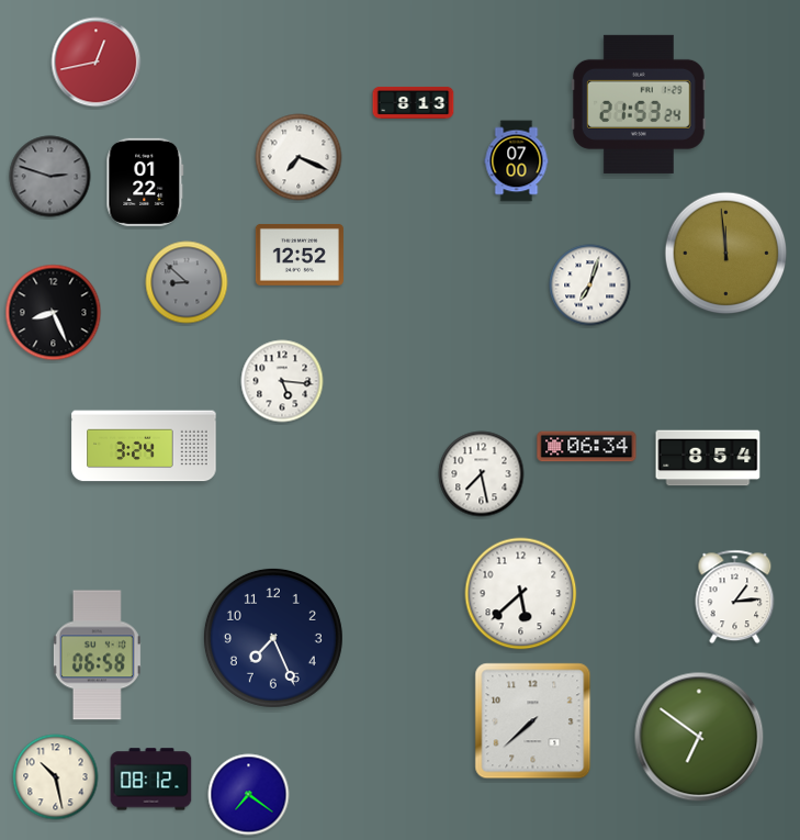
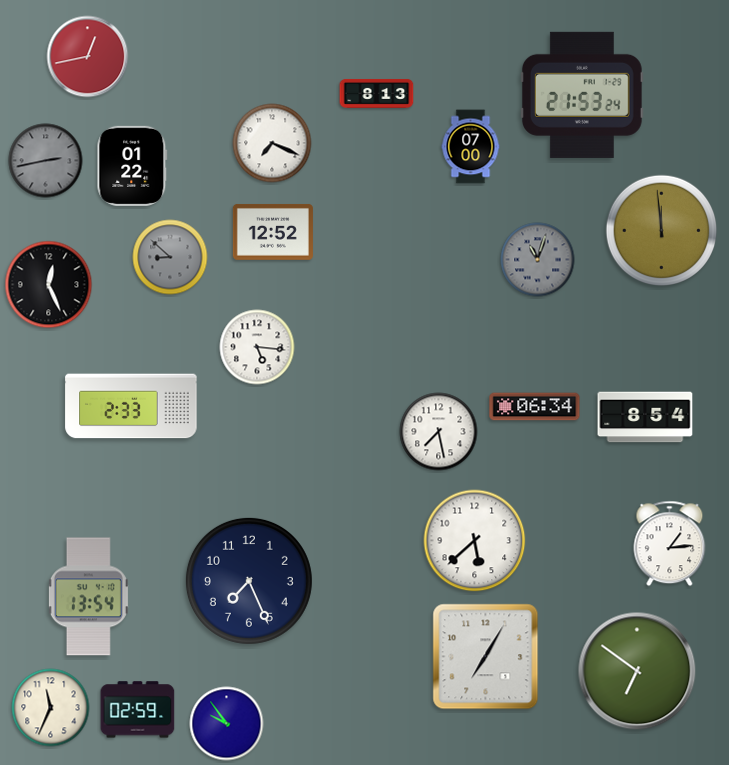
clock at (50, 177): 2:48 -> 2:43
clock at (590, 285): 7:03 -> 11:03
clock at (590, 285) dial: white -> grey
clock at (54, 313): 8:26 -> 12:26
clock at (144, 446): 3:24 -> 2:33
clock at (97, 656): 06:58 -> 13:54
clock at (533, 721): 7:38 -> 7:05
clock at (56, 777): 10:28 -> 11:34
clock at (151, 780): 08:12 -> 02:59
clock at (249, 795): 7:21 -> 9:54
